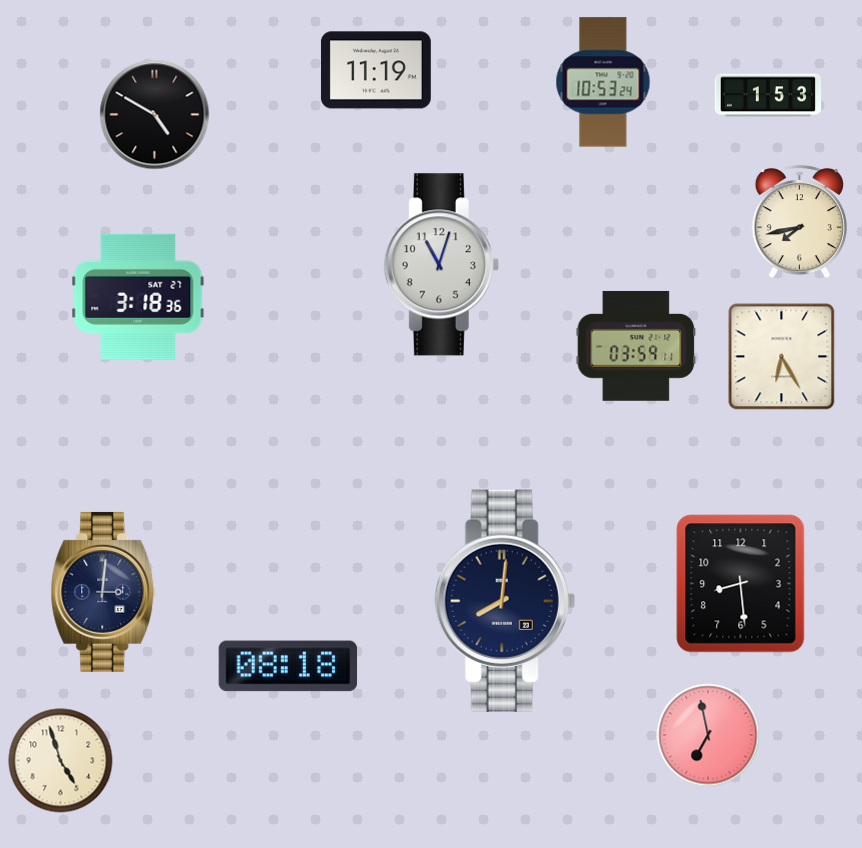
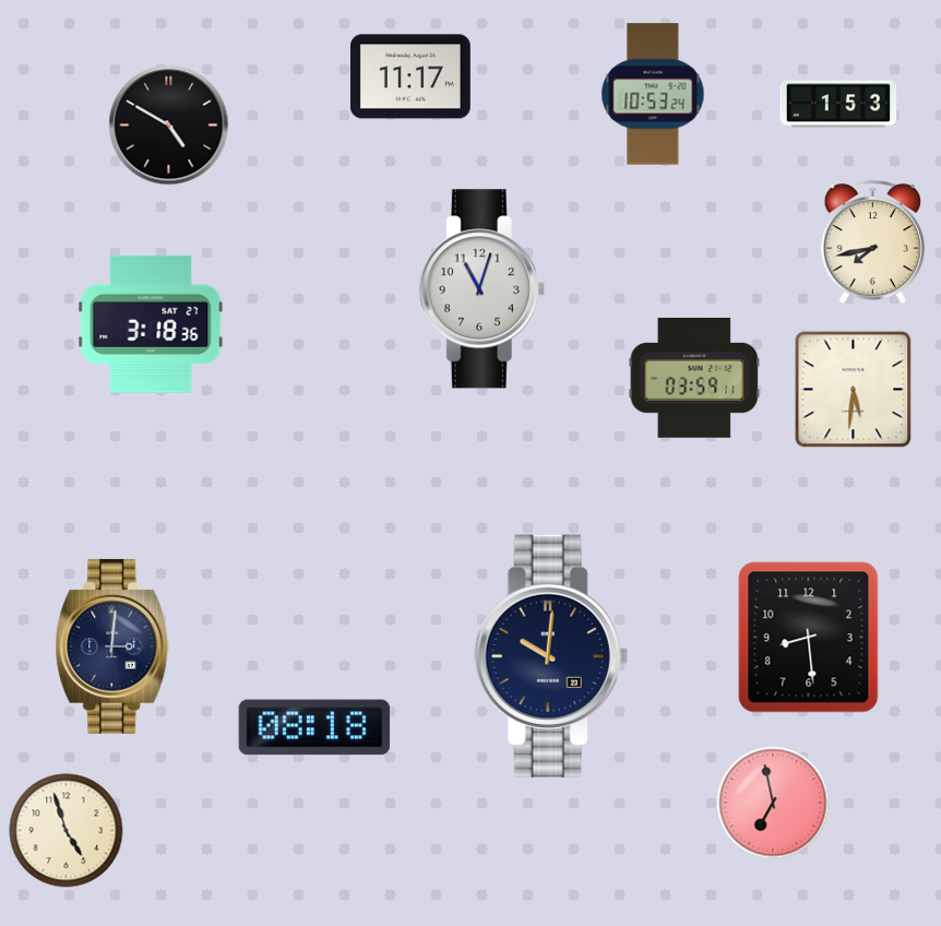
clock at (376, 70): 11:19 -> 11:17
clock at (603, 82) position: (603, 82) -> (653, 94)
clock at (782, 357): 6:25 -> 5:31
clock at (505, 601): 8:01 -> 10:01
